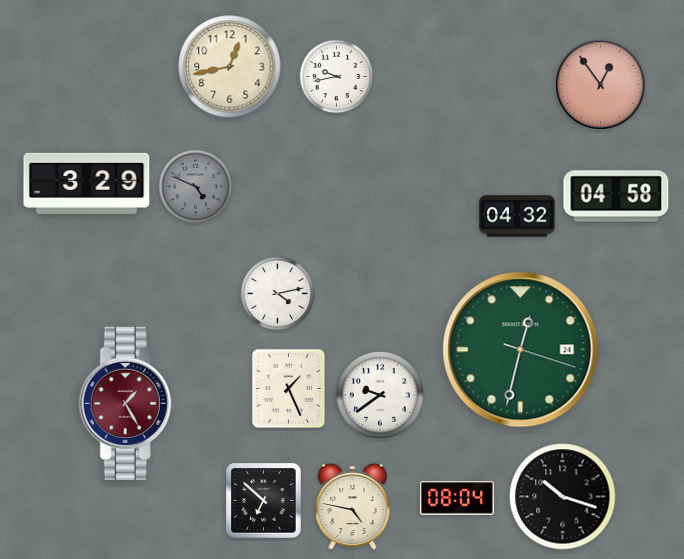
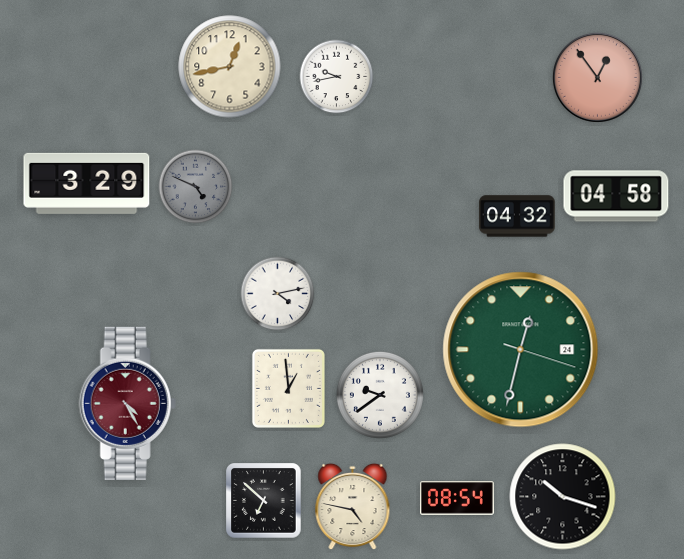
clock at (600, 84) position: (600, 84) -> (597, 77)
clock at (288, 388): 1:26 -> 12:59
clock at (127, 403): 1:25 -> 4:25
clock at (457, 498): 08:04 -> 08:54
